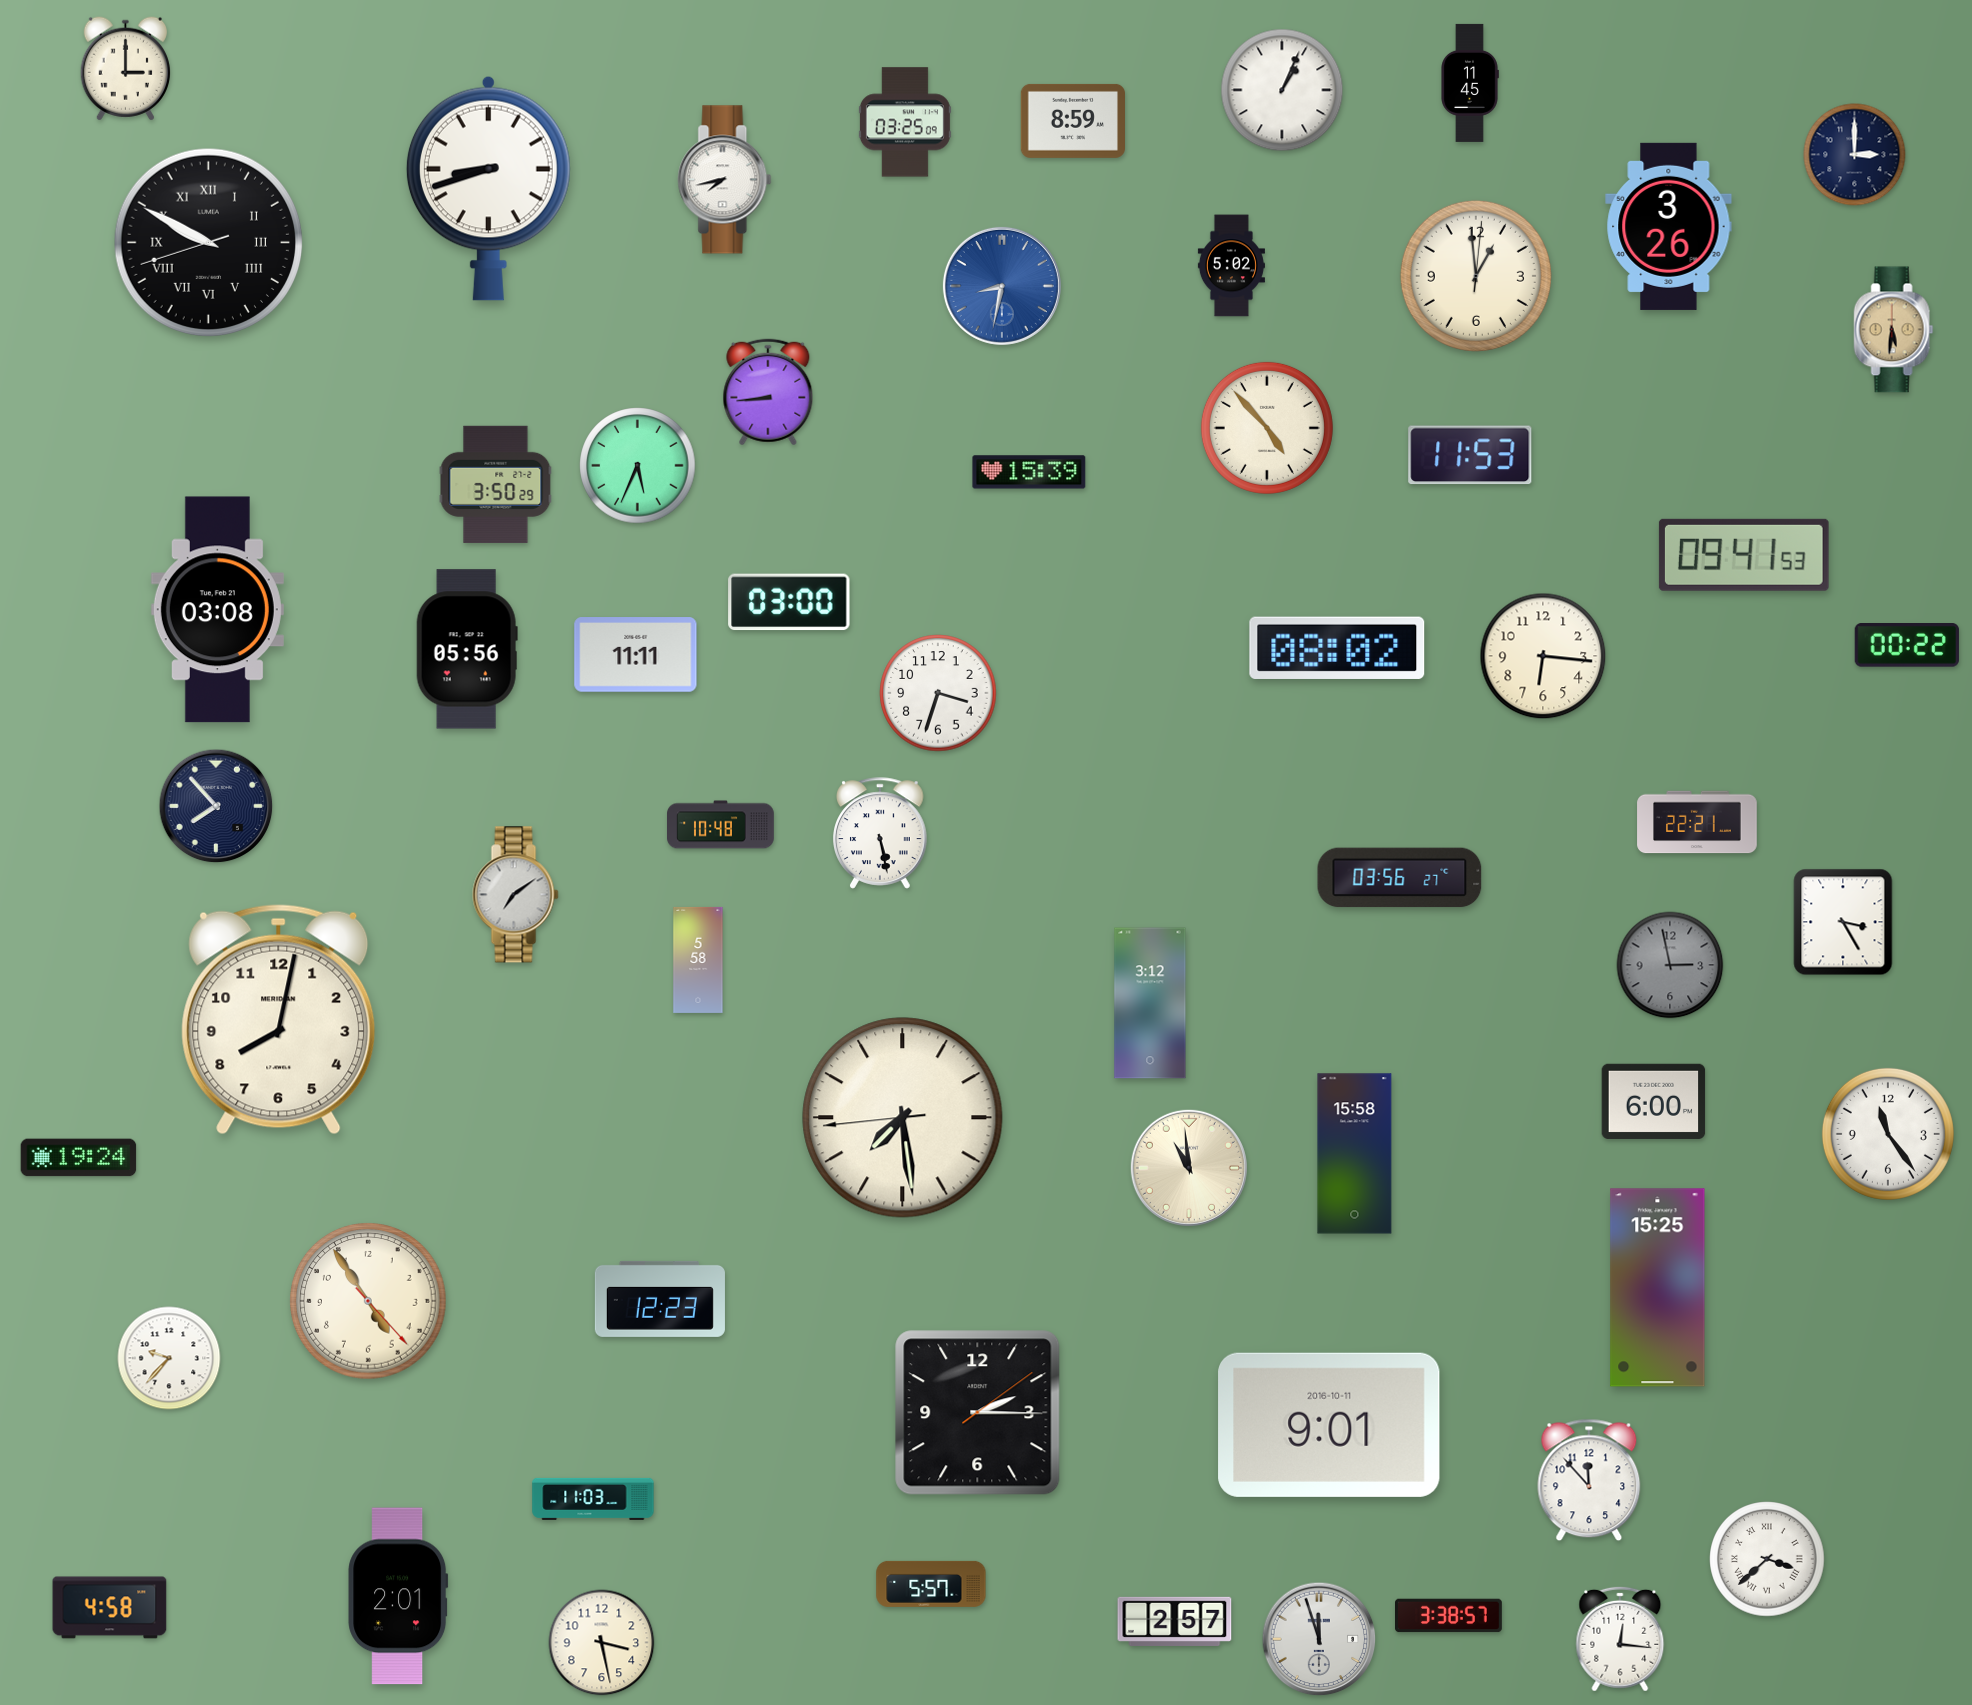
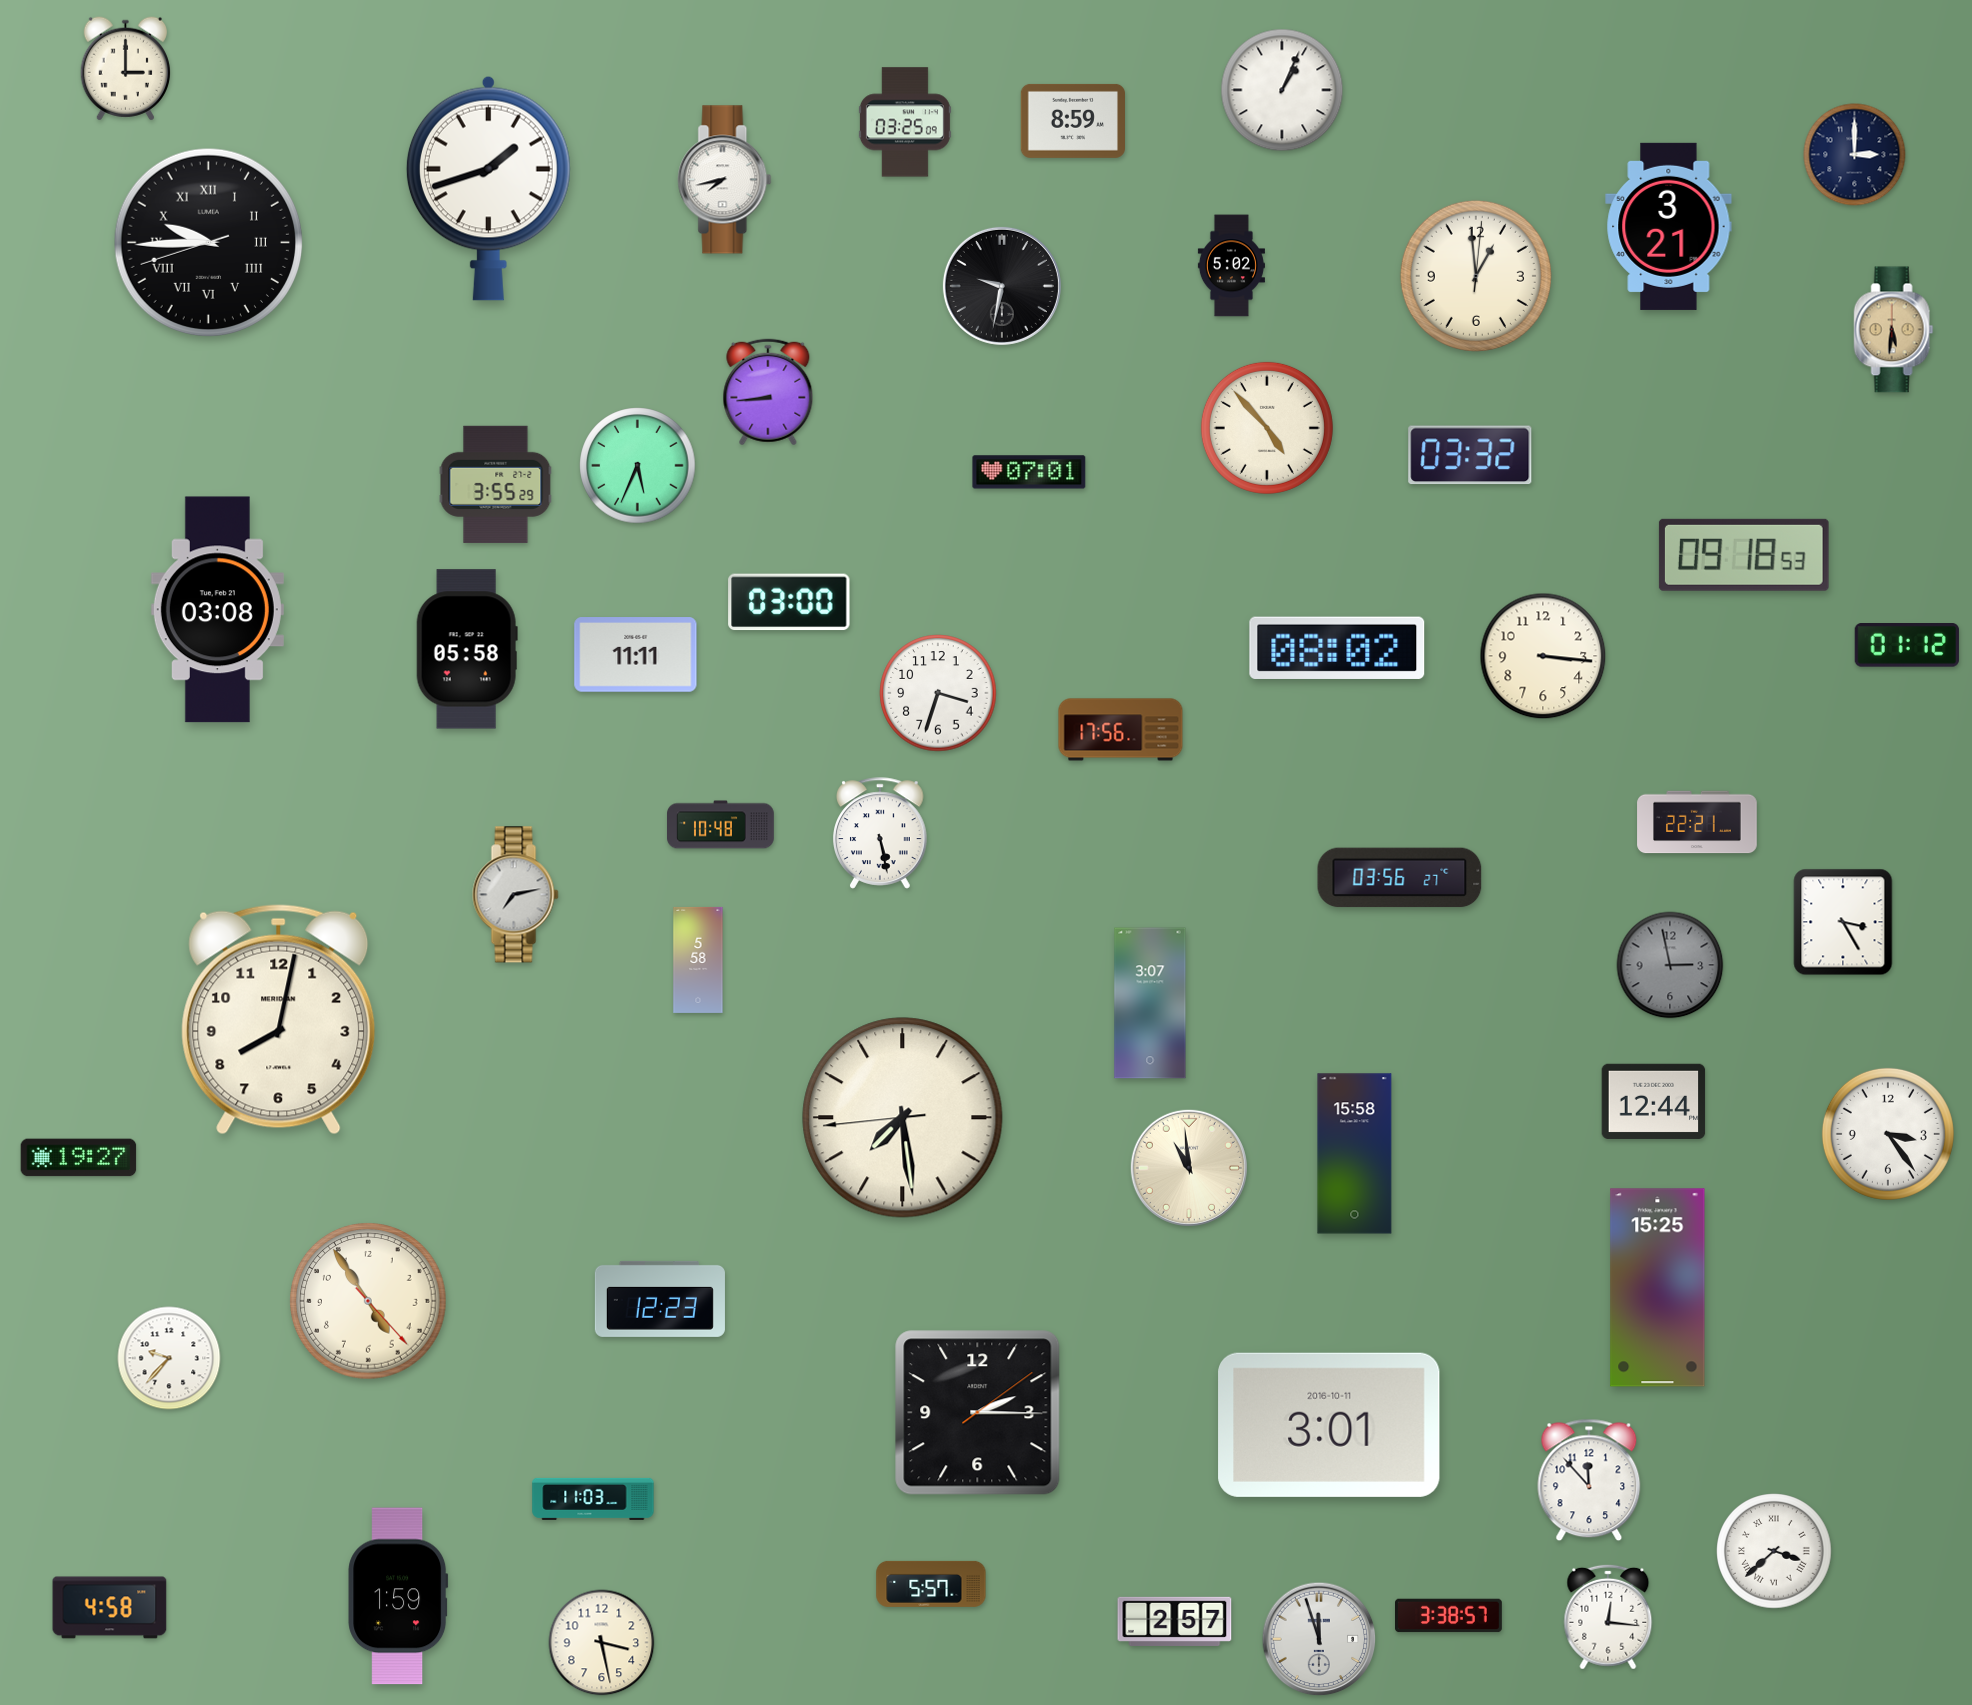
clock at (1470, 83): 11:45 -> none
clock at (488, 188): 8:42 -> 1:42
clock at (1669, 226): 3:26 -> 3:21
clock at (209, 243): 9:49 -> 9:44
clock at (1002, 286): 8:32 -> 9:32
clock at (1002, 286) dial: blue -> black
clock at (1470, 455): 11:53 -> 03:32
clock at (1029, 472): 15:39 -> 07:01
clock at (496, 484): 3:50 -> 3:55
clock at (1744, 555): 09:41 -> 09:18
clock at (1907, 646): 00:22 -> 01:12
clock at (467, 649): 05:56 -> 05:58
clock at (1543, 656): 6:16 -> 3:16
clock at (1121, 730): none -> 17:56
clock at (216, 806): 7:53 -> none
clock at (516, 895): 7:09 -> 7:13
clock at (1150, 1003): 3:12 -> 3:07
clock at (1654, 1101): 6:00 -> 12:44
clock at (1888, 1134): 11:24 -> 3:24
clock at (79, 1158): 19:24 -> 19:27
clock at (1329, 1425): 9:01 -> 3:01
clock at (1767, 1559) position: (1767, 1559) -> (1774, 1551)
clock at (398, 1596): 2:01 -> 1:59
clock at (1620, 1639) position: (1620, 1639) -> (1608, 1617)
